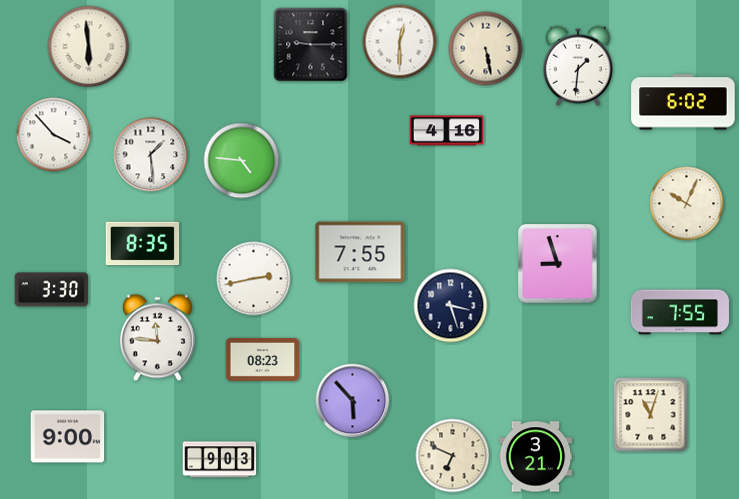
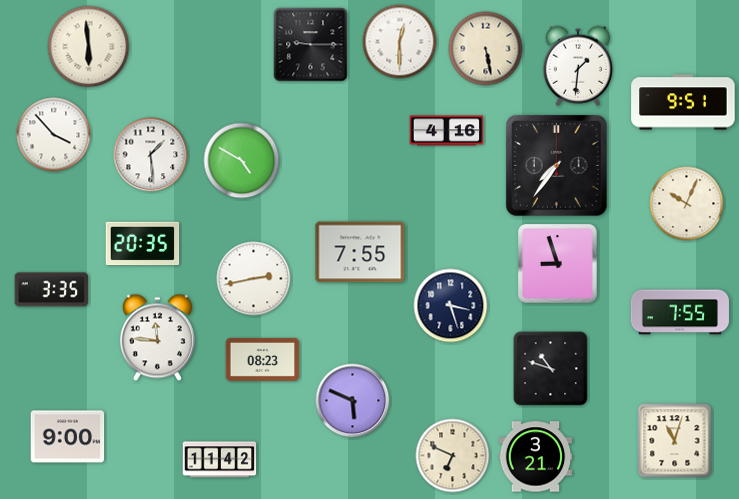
clock at (683, 102): 6:02 -> 9:51
clock at (242, 161): 4:46 -> 4:50
clock at (557, 166): none -> 7:36
clock at (143, 244): 8:35 -> 20:35
clock at (52, 290): 3:30 -> 3:35
clock at (551, 369): none -> 10:48
clock at (353, 401): 5:53 -> 5:49
clock at (651, 415) position: (651, 415) -> (675, 441)
clock at (220, 460): 9:03 -> 11:42
